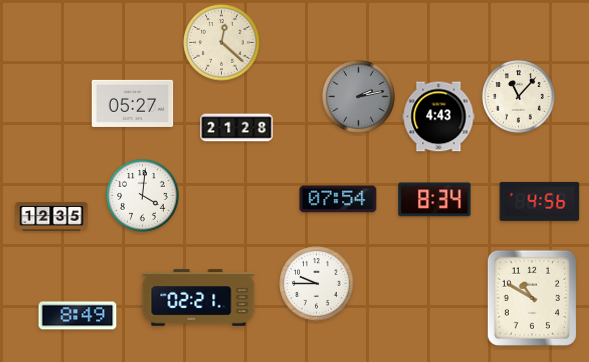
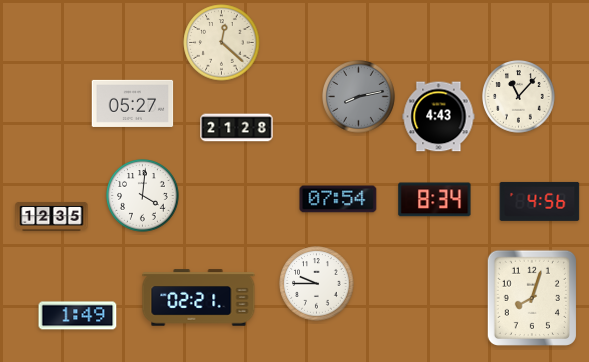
clock at (359, 97): 2:13 -> 8:13
clock at (532, 297): 10:50 -> 8:03
clock at (78, 316): 8:49 -> 1:49
